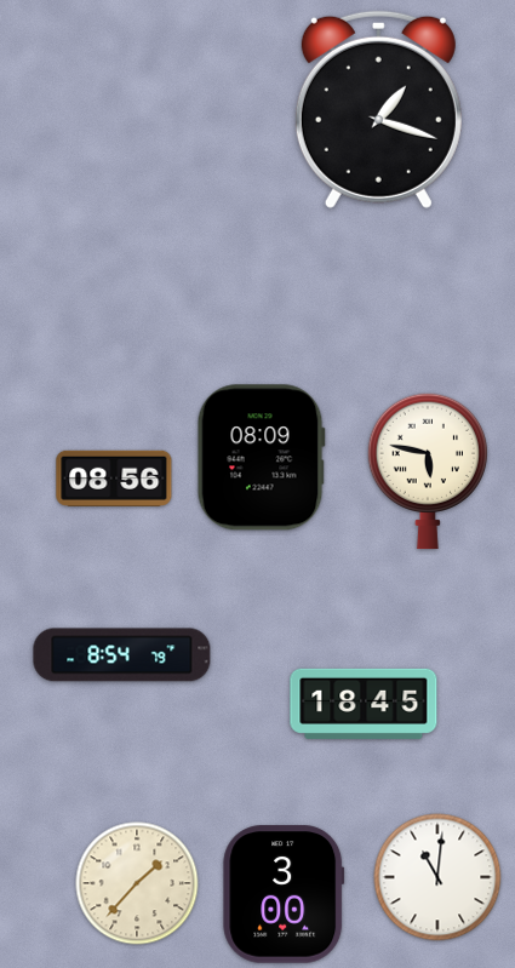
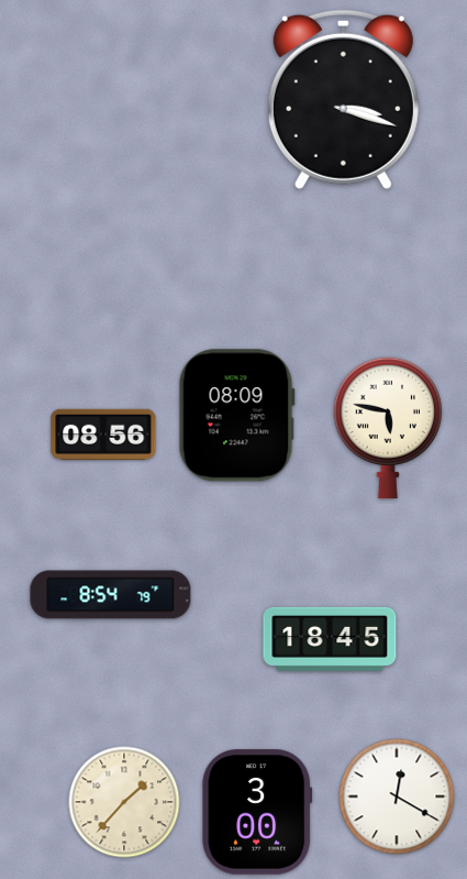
clock at (378, 109): 1:18 -> 3:18
clock at (437, 877): 11:01 -> 12:20
